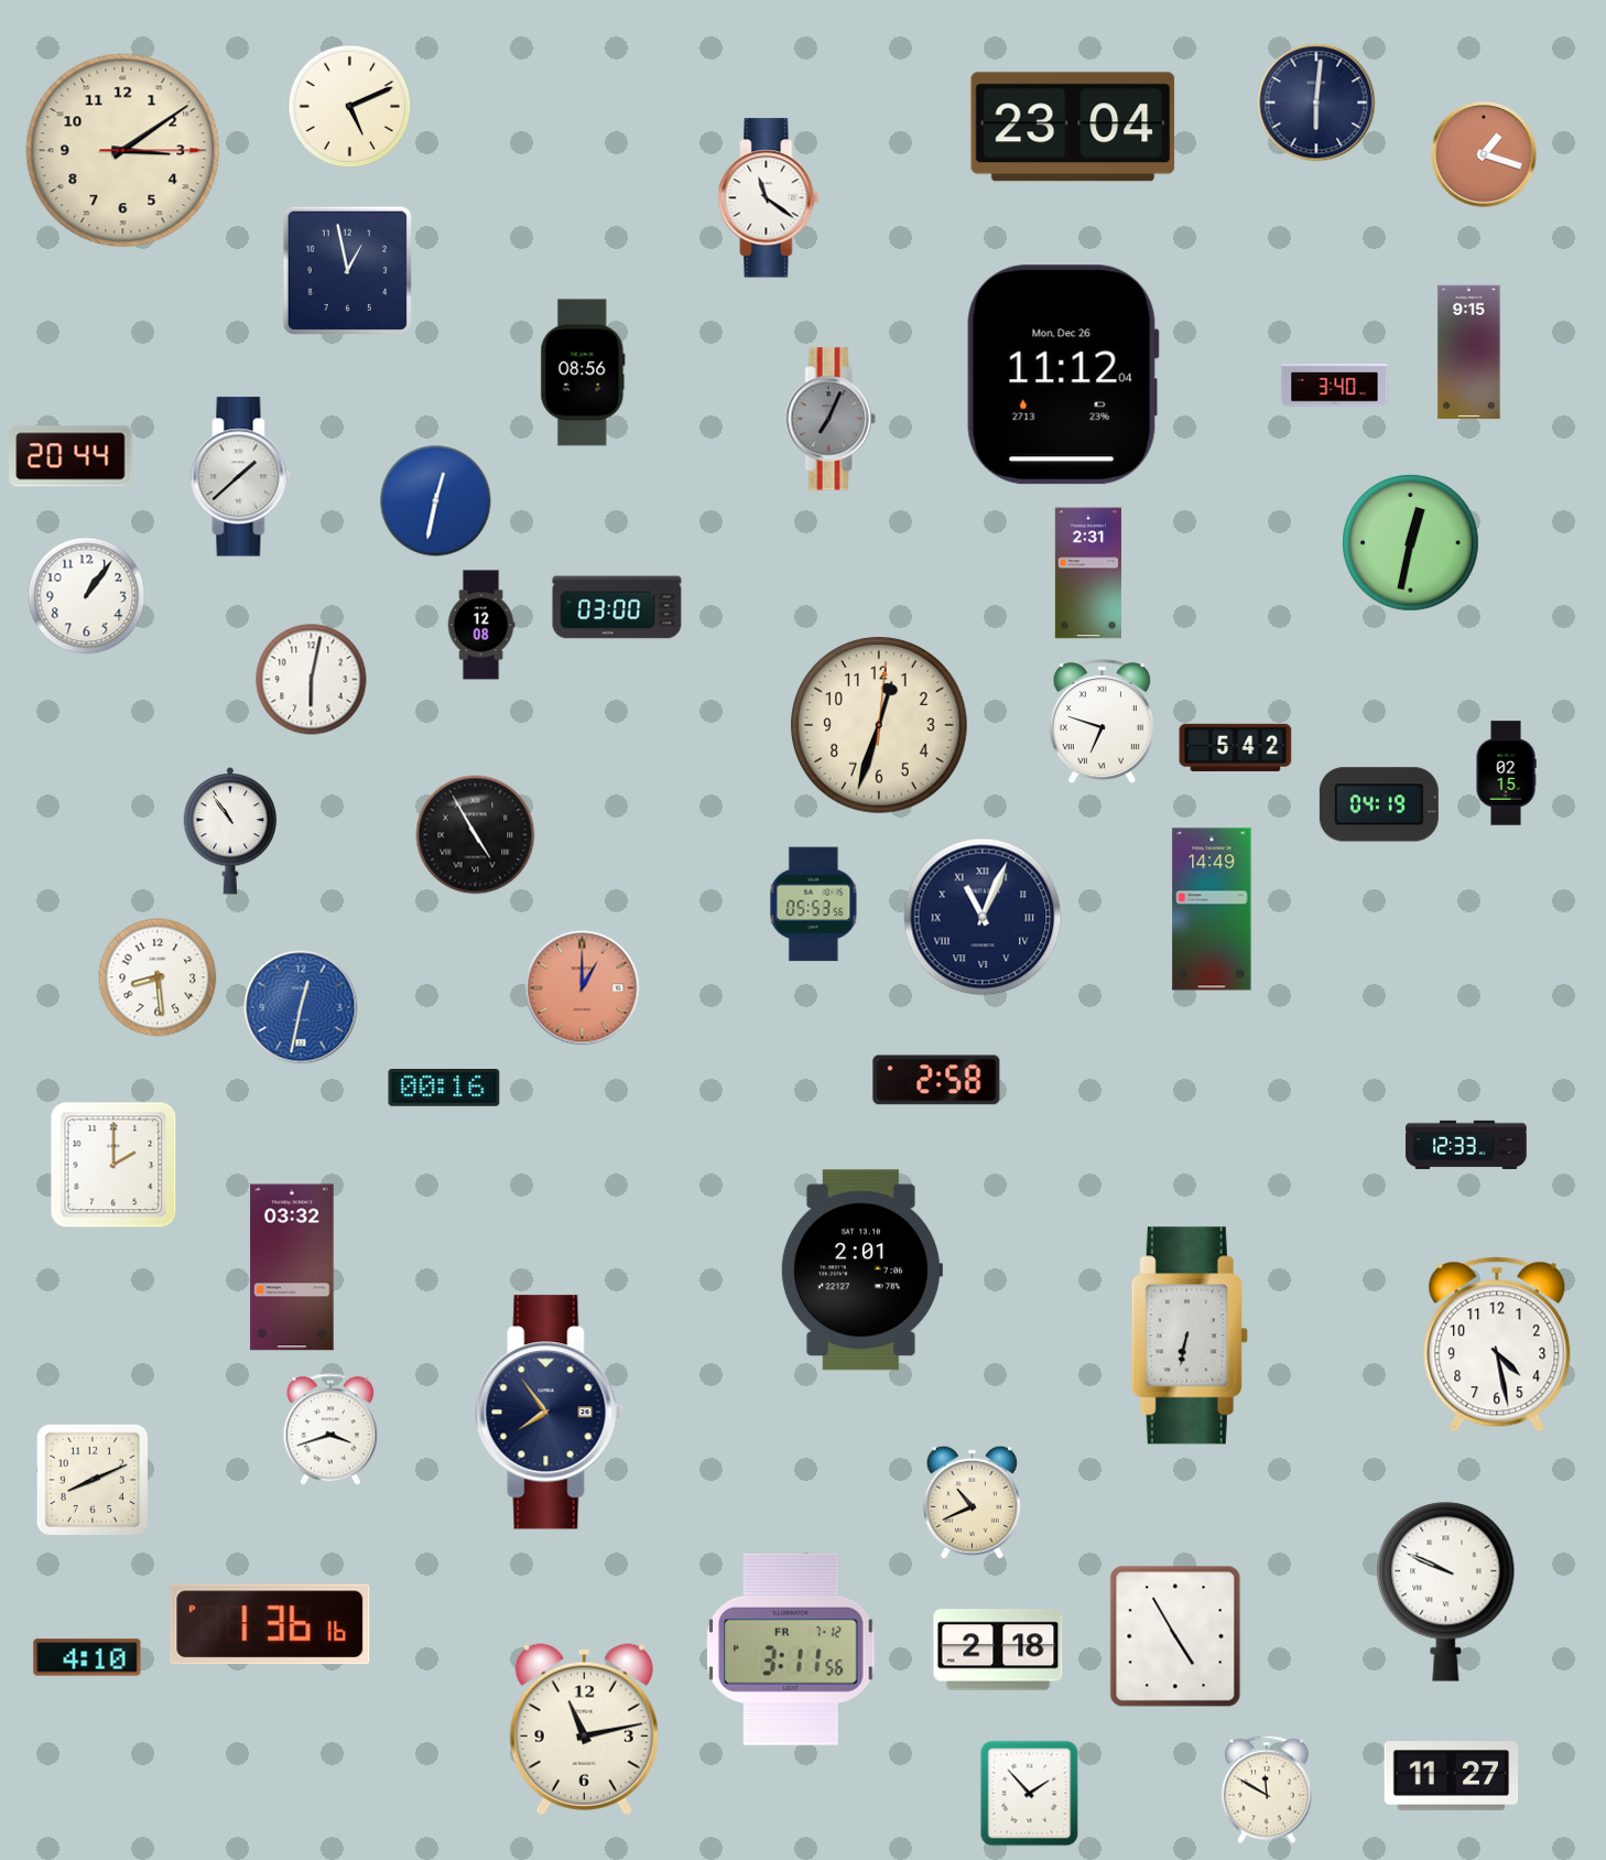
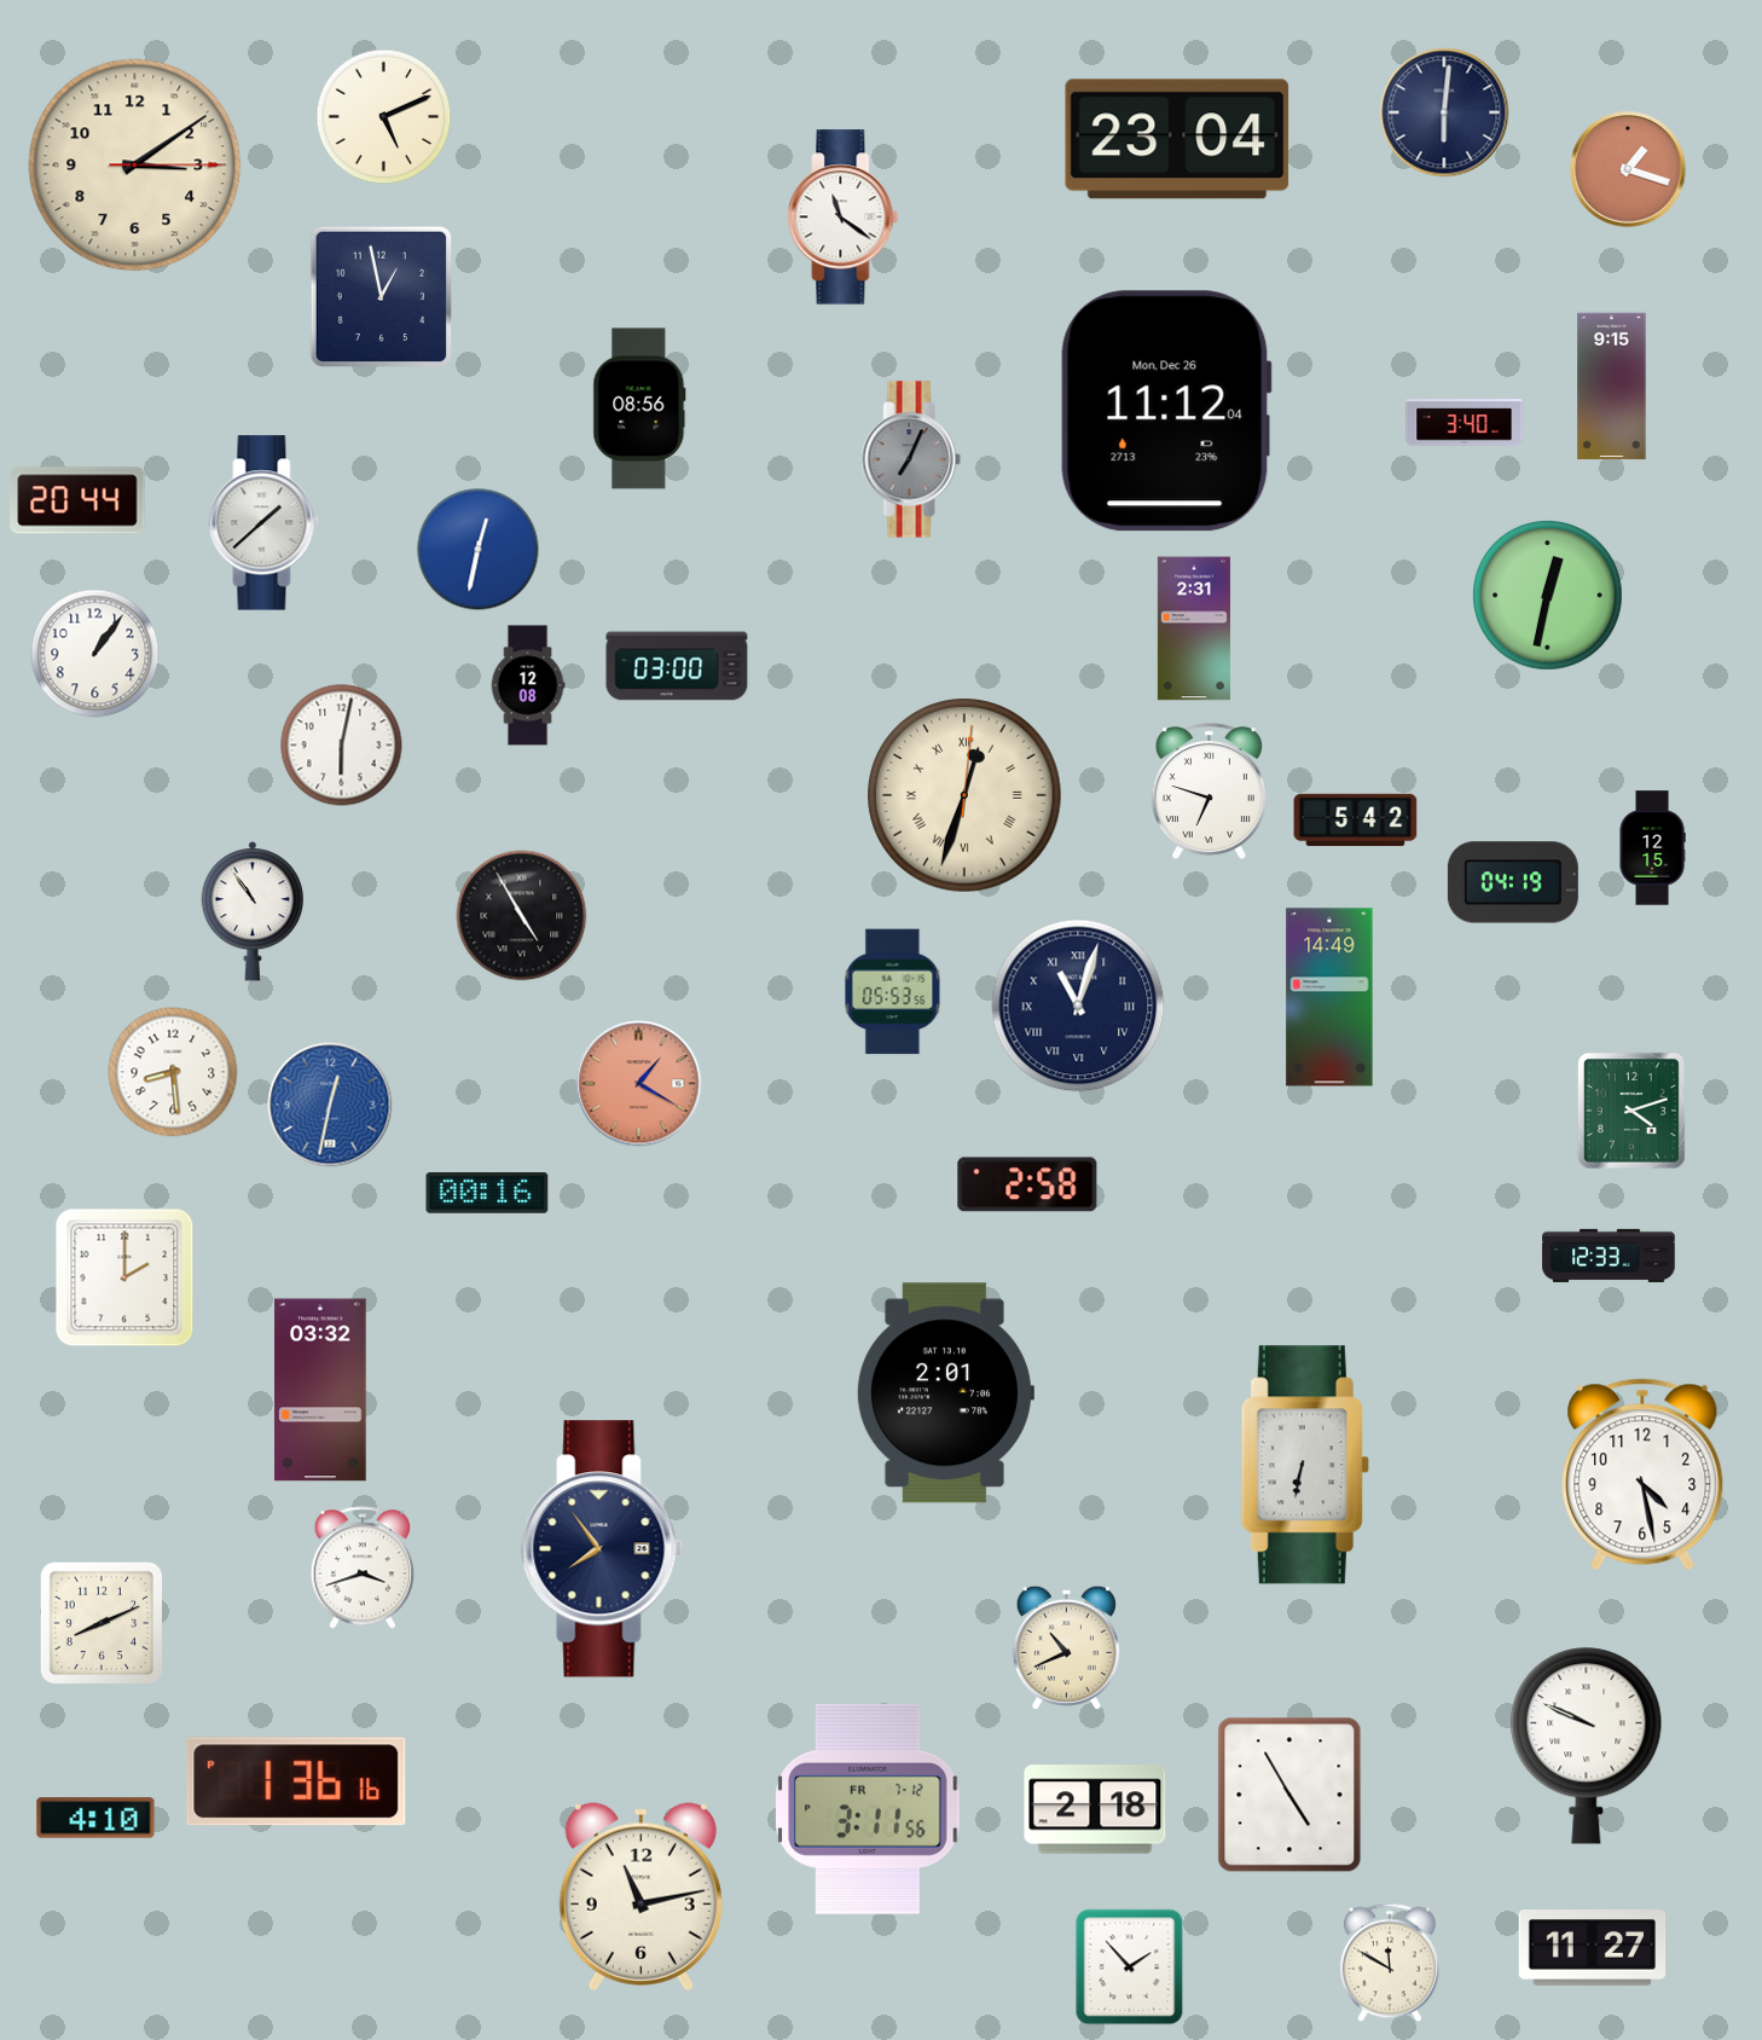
clock at (879, 725) numerals: Arabic -> Roman
clock at (1506, 774): 02:15 -> 12:15
clock at (983, 917): 11:04 -> 11:03
clock at (583, 988): 1:00 -> 1:20
clock at (1631, 1111): none -> 4:12
